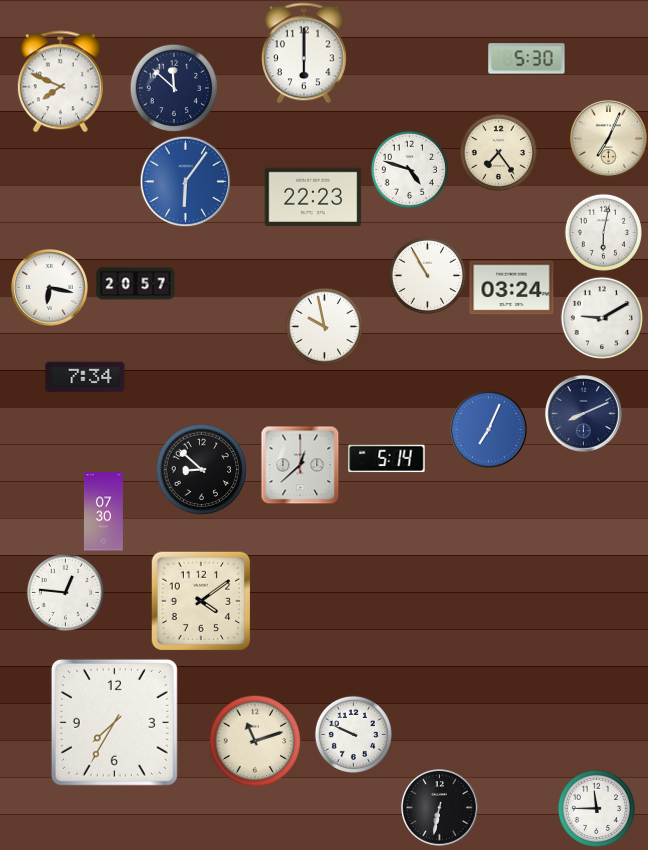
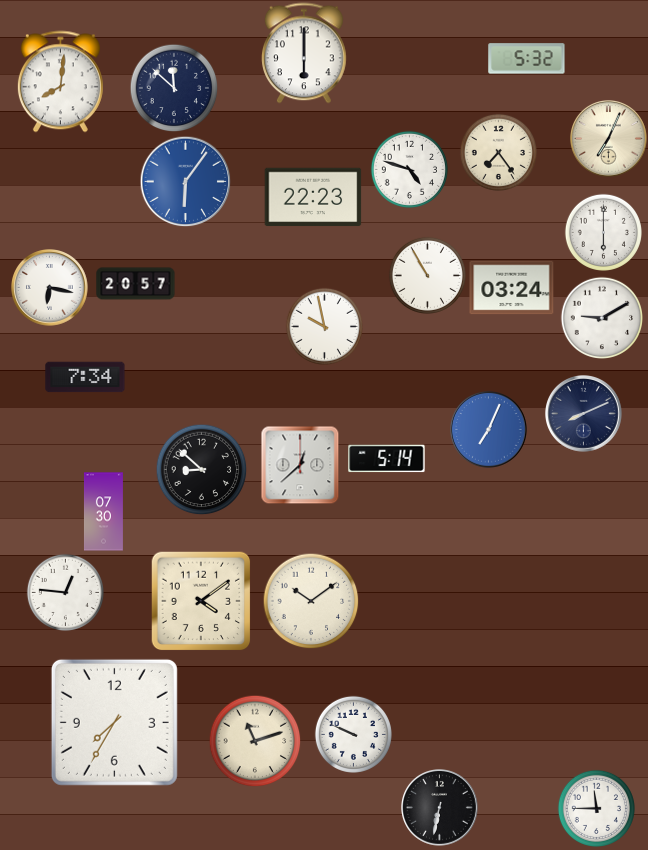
clock at (527, 59): 5:30 -> 5:32
clock at (60, 82): 7:49 -> 8:01
clock at (603, 232): 6:02 -> 6:00
clock at (311, 601): none -> 10:09
